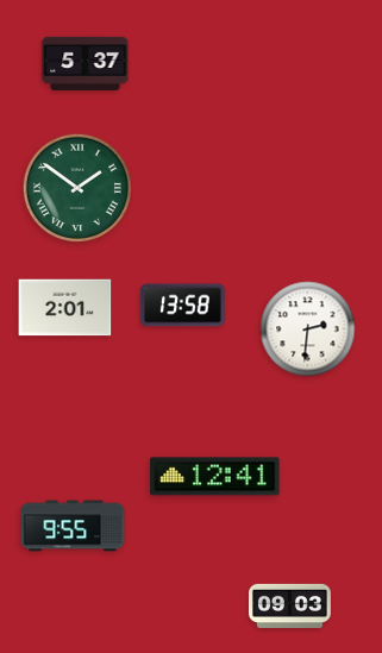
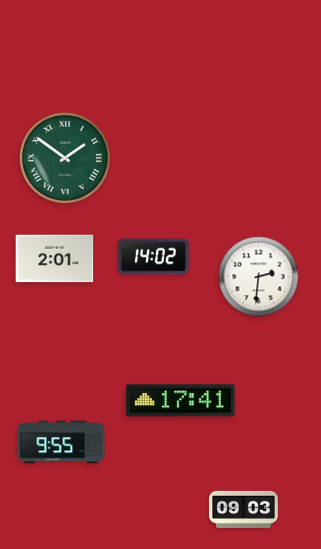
clock at (86, 63): 5:37 -> none
clock at (183, 306): 13:58 -> 14:02
clock at (215, 477): 12:41 -> 17:41
